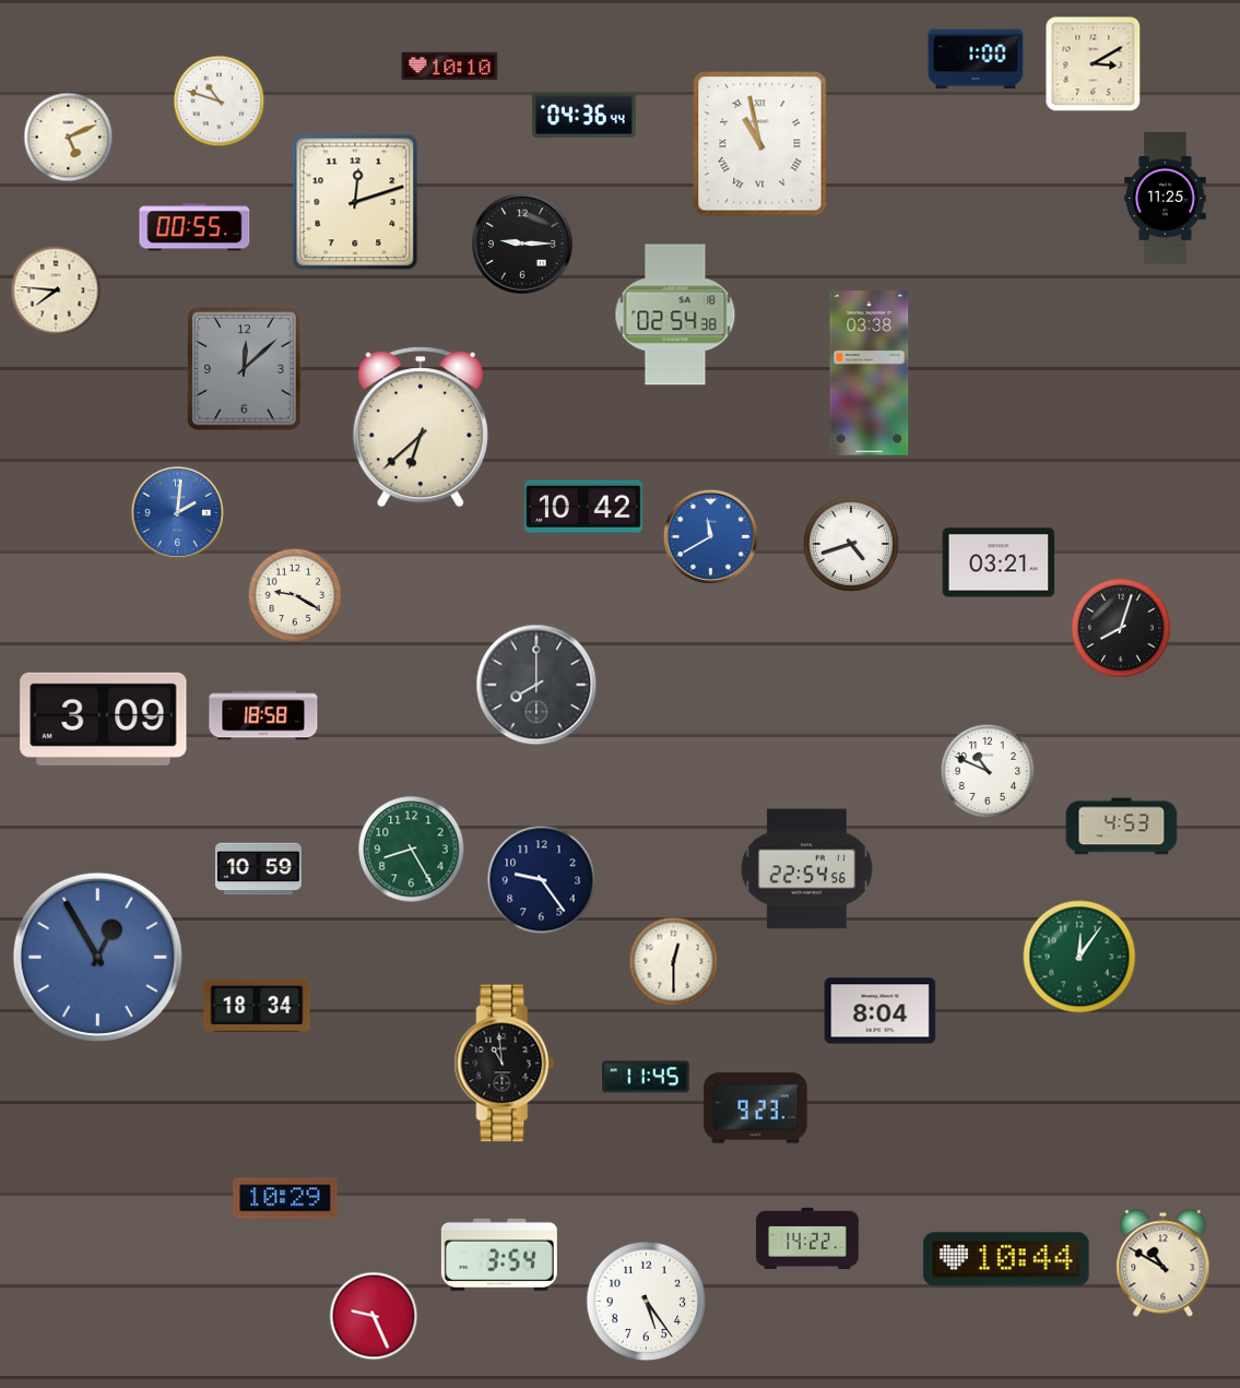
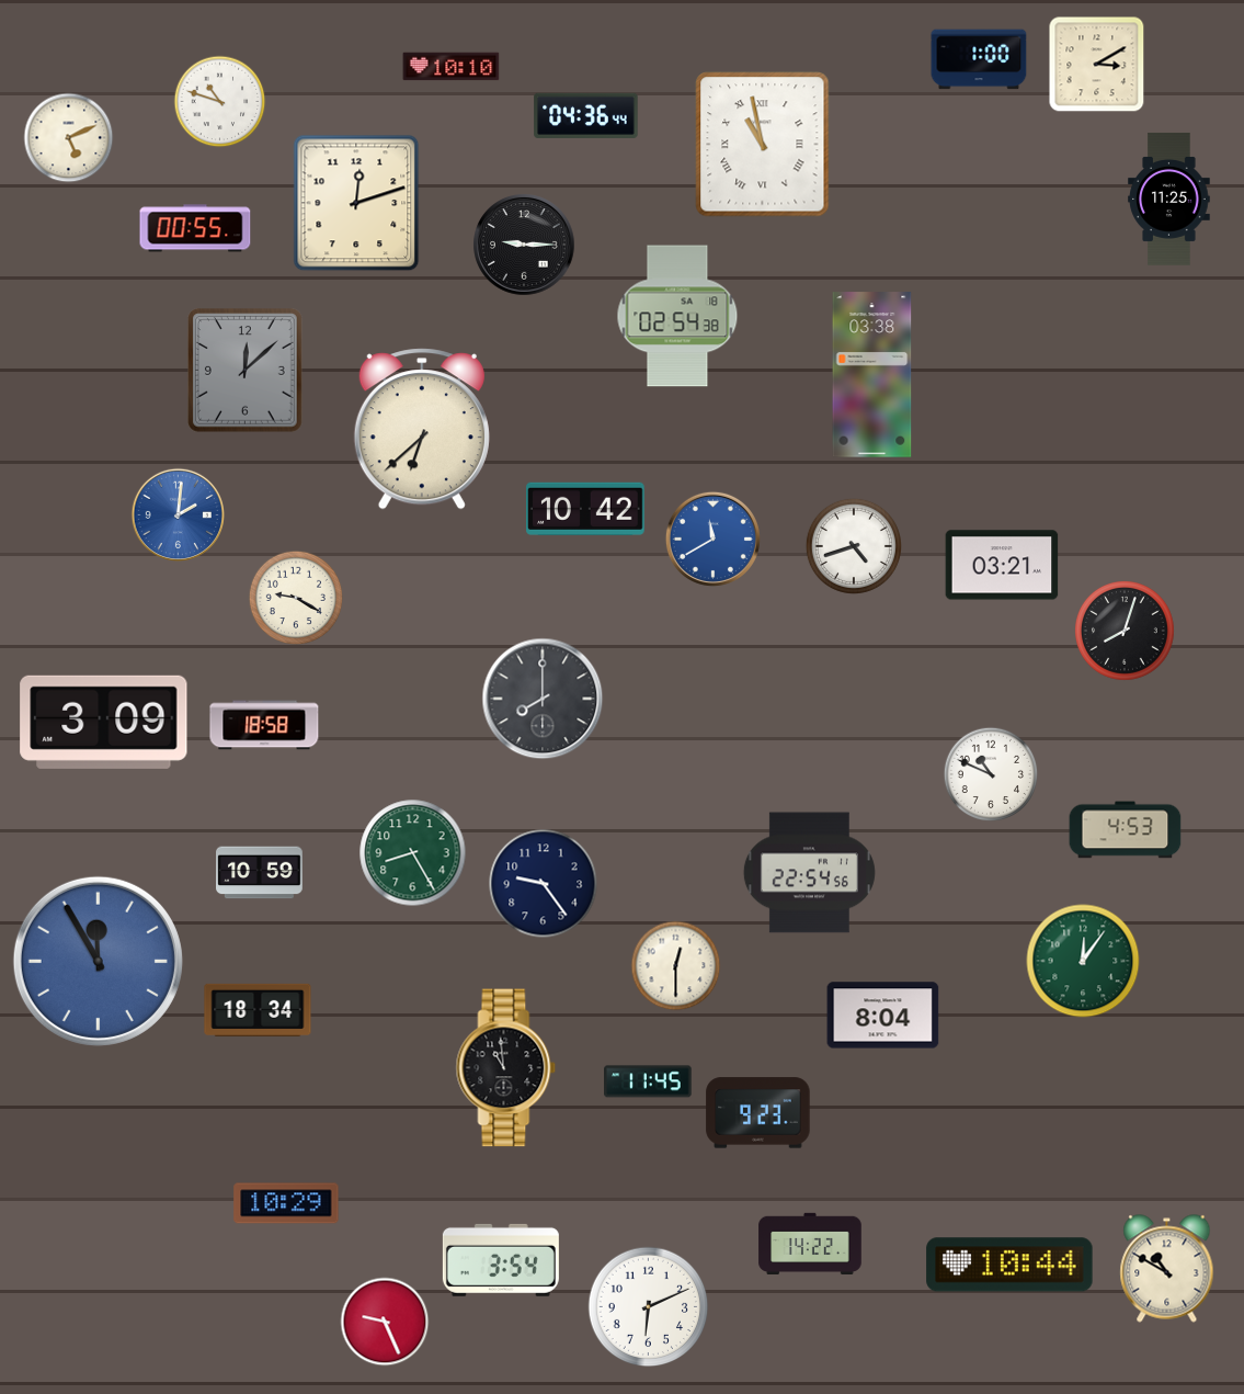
clock at (56, 290): 7:46 -> none
clock at (536, 685) position: (536, 685) -> (543, 699)
clock at (263, 715) position: (263, 715) -> (264, 725)
clock at (97, 957): 12:55 -> 11:55
clock at (647, 1302): 5:24 -> 6:11
clock at (374, 1316) position: (374, 1316) -> (385, 1322)
